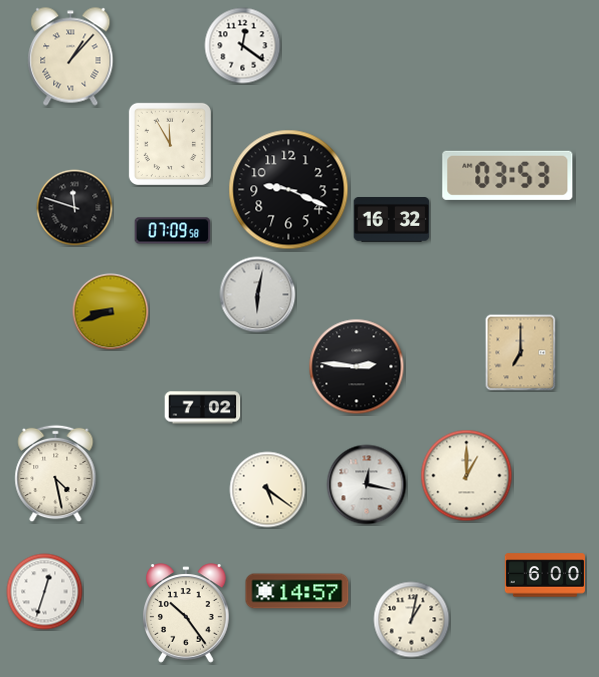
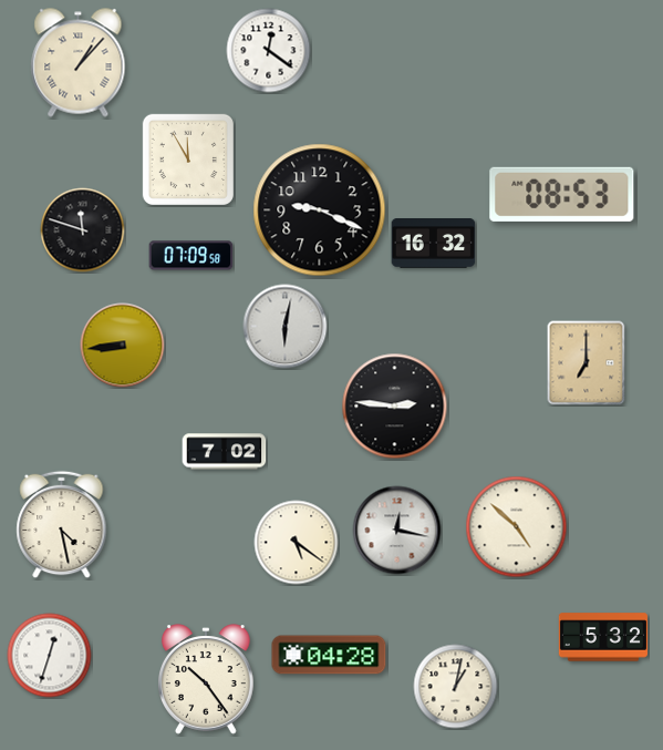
clock at (508, 175): 03:53 -> 08:53
clock at (111, 312): 8:42 -> 8:44
clock at (521, 353) position: (521, 353) -> (587, 363)
clock at (467, 476): 1:00 -> 4:52
clock at (367, 485) position: (367, 485) -> (397, 531)
clock at (544, 575): 6:00 -> 5:32
clock at (297, 591): 14:57 -> 04:28
